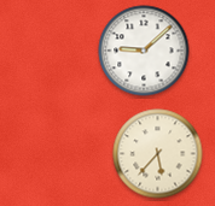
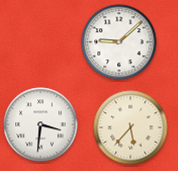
clock at (41, 125): none -> 3:31
